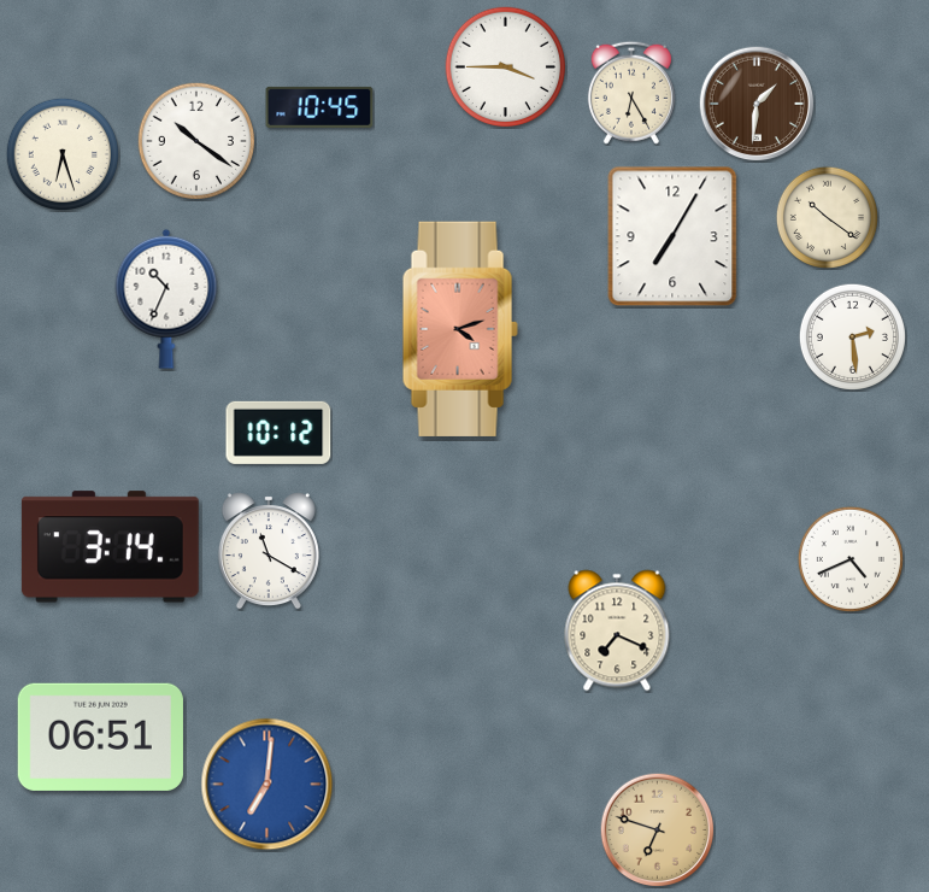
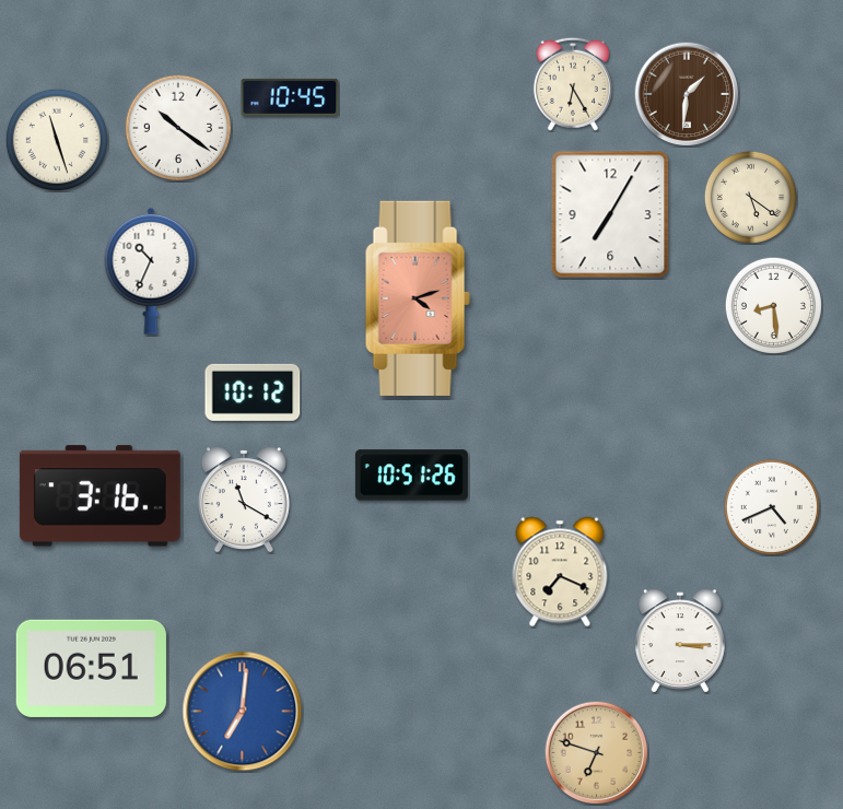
clock at (506, 68): 3:45 -> none
clock at (61, 153): 6:27 -> 11:27
clock at (827, 217): 10:21 -> 5:21
clock at (852, 336): 2:29 -> 8:29
clock at (411, 476): none -> 10:51
clock at (110, 547): 3:14 -> 3:16
clock at (680, 641): none -> 3:15
